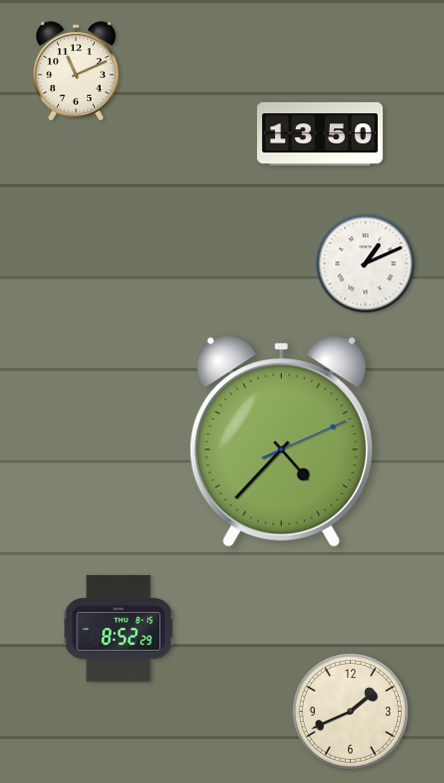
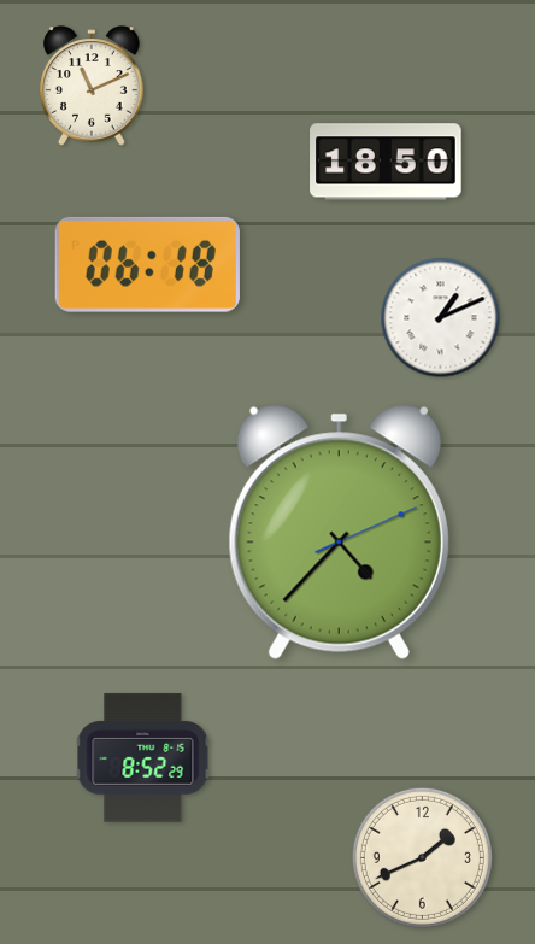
clock at (320, 134): 13:50 -> 18:50
clock at (147, 264): none -> 06:18
